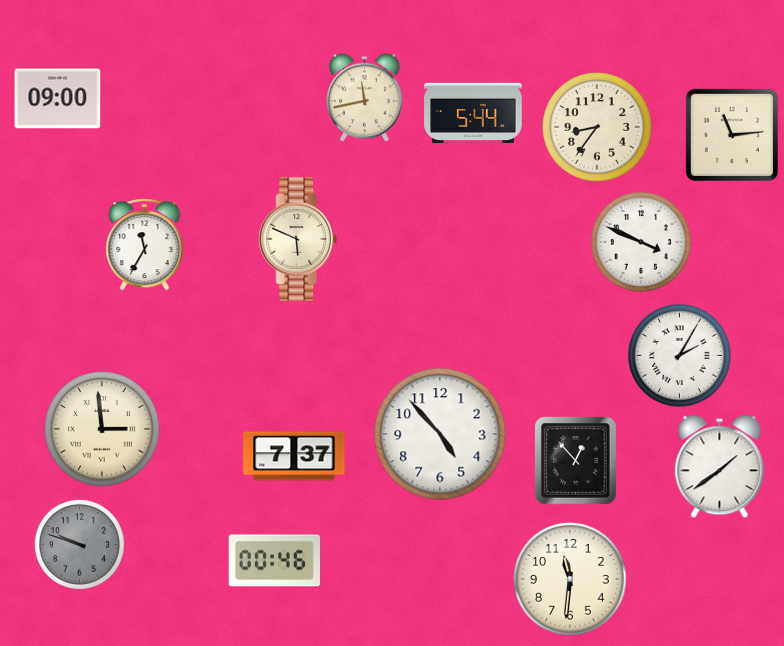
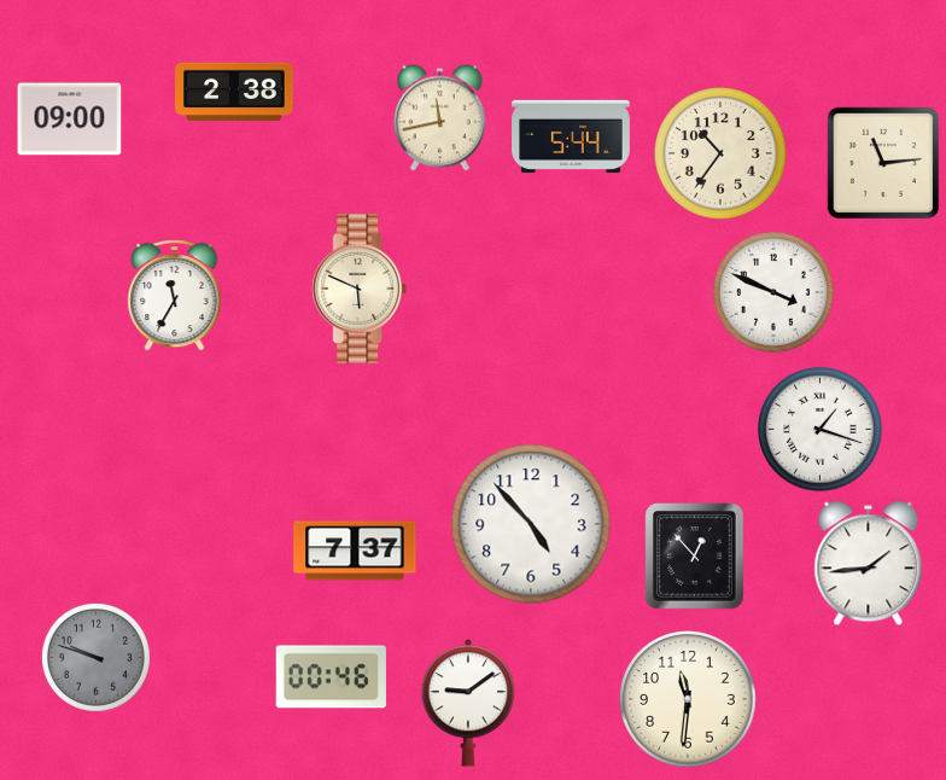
clock at (234, 92): none -> 2:38
clock at (597, 127): 8:36 -> 10:36
clock at (680, 356): 2:05 -> 1:18
clock at (102, 429): 2:59 -> none
clock at (720, 467): 1:39 -> 1:44
clock at (468, 703): none -> 9:09
